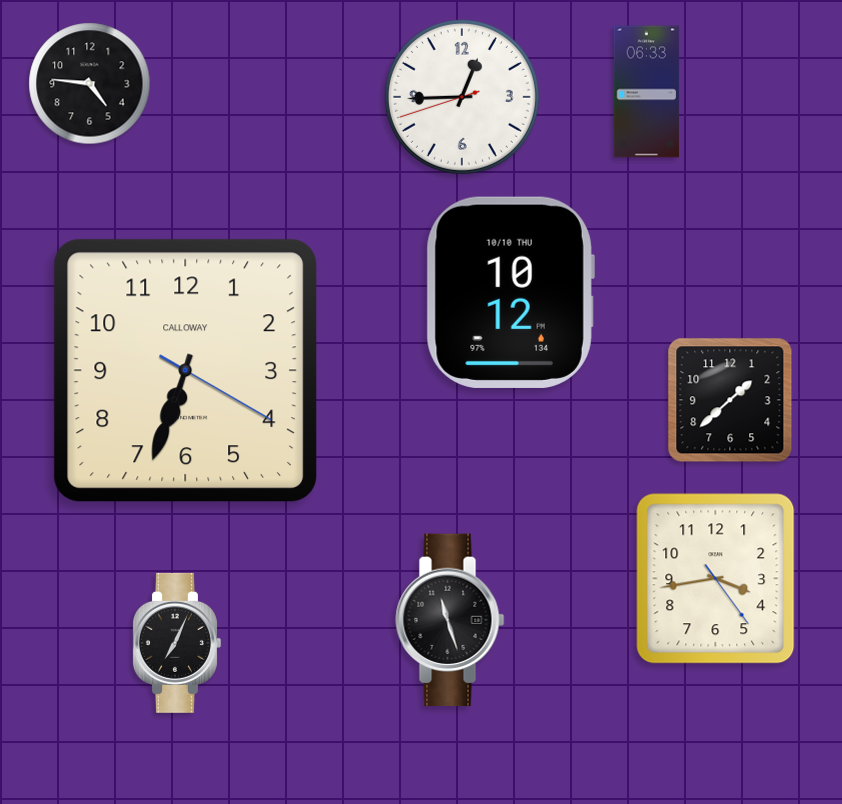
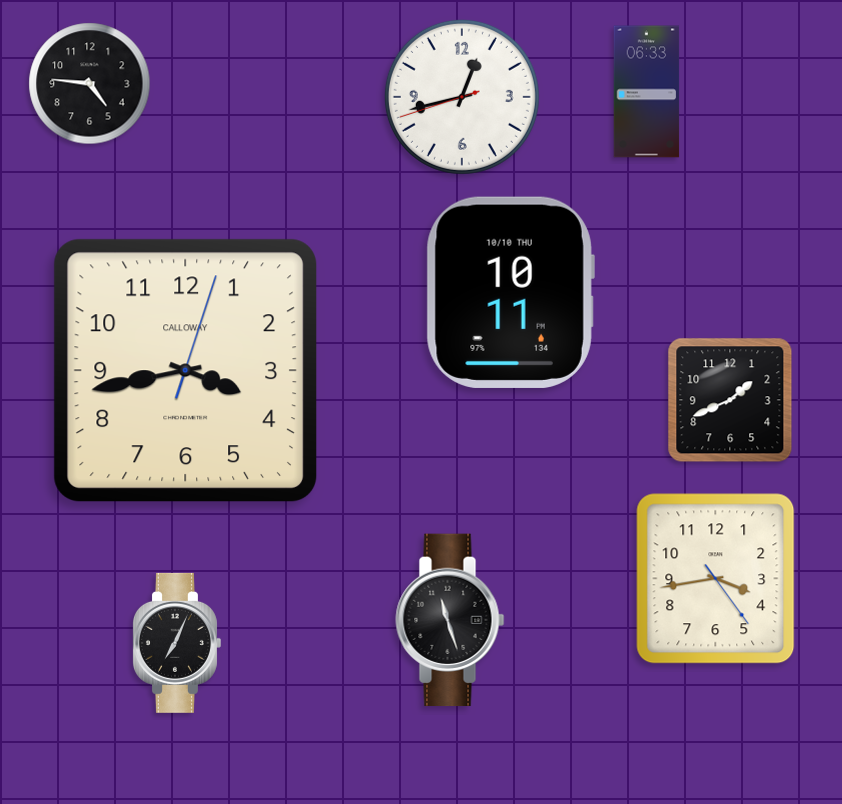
clock at (462, 97): 12:44 -> 12:42
clock at (510, 292): 10:12 -> 10:11
clock at (185, 370): 6:33 -> 3:43
clock at (730, 400): 1:38 -> 1:41
